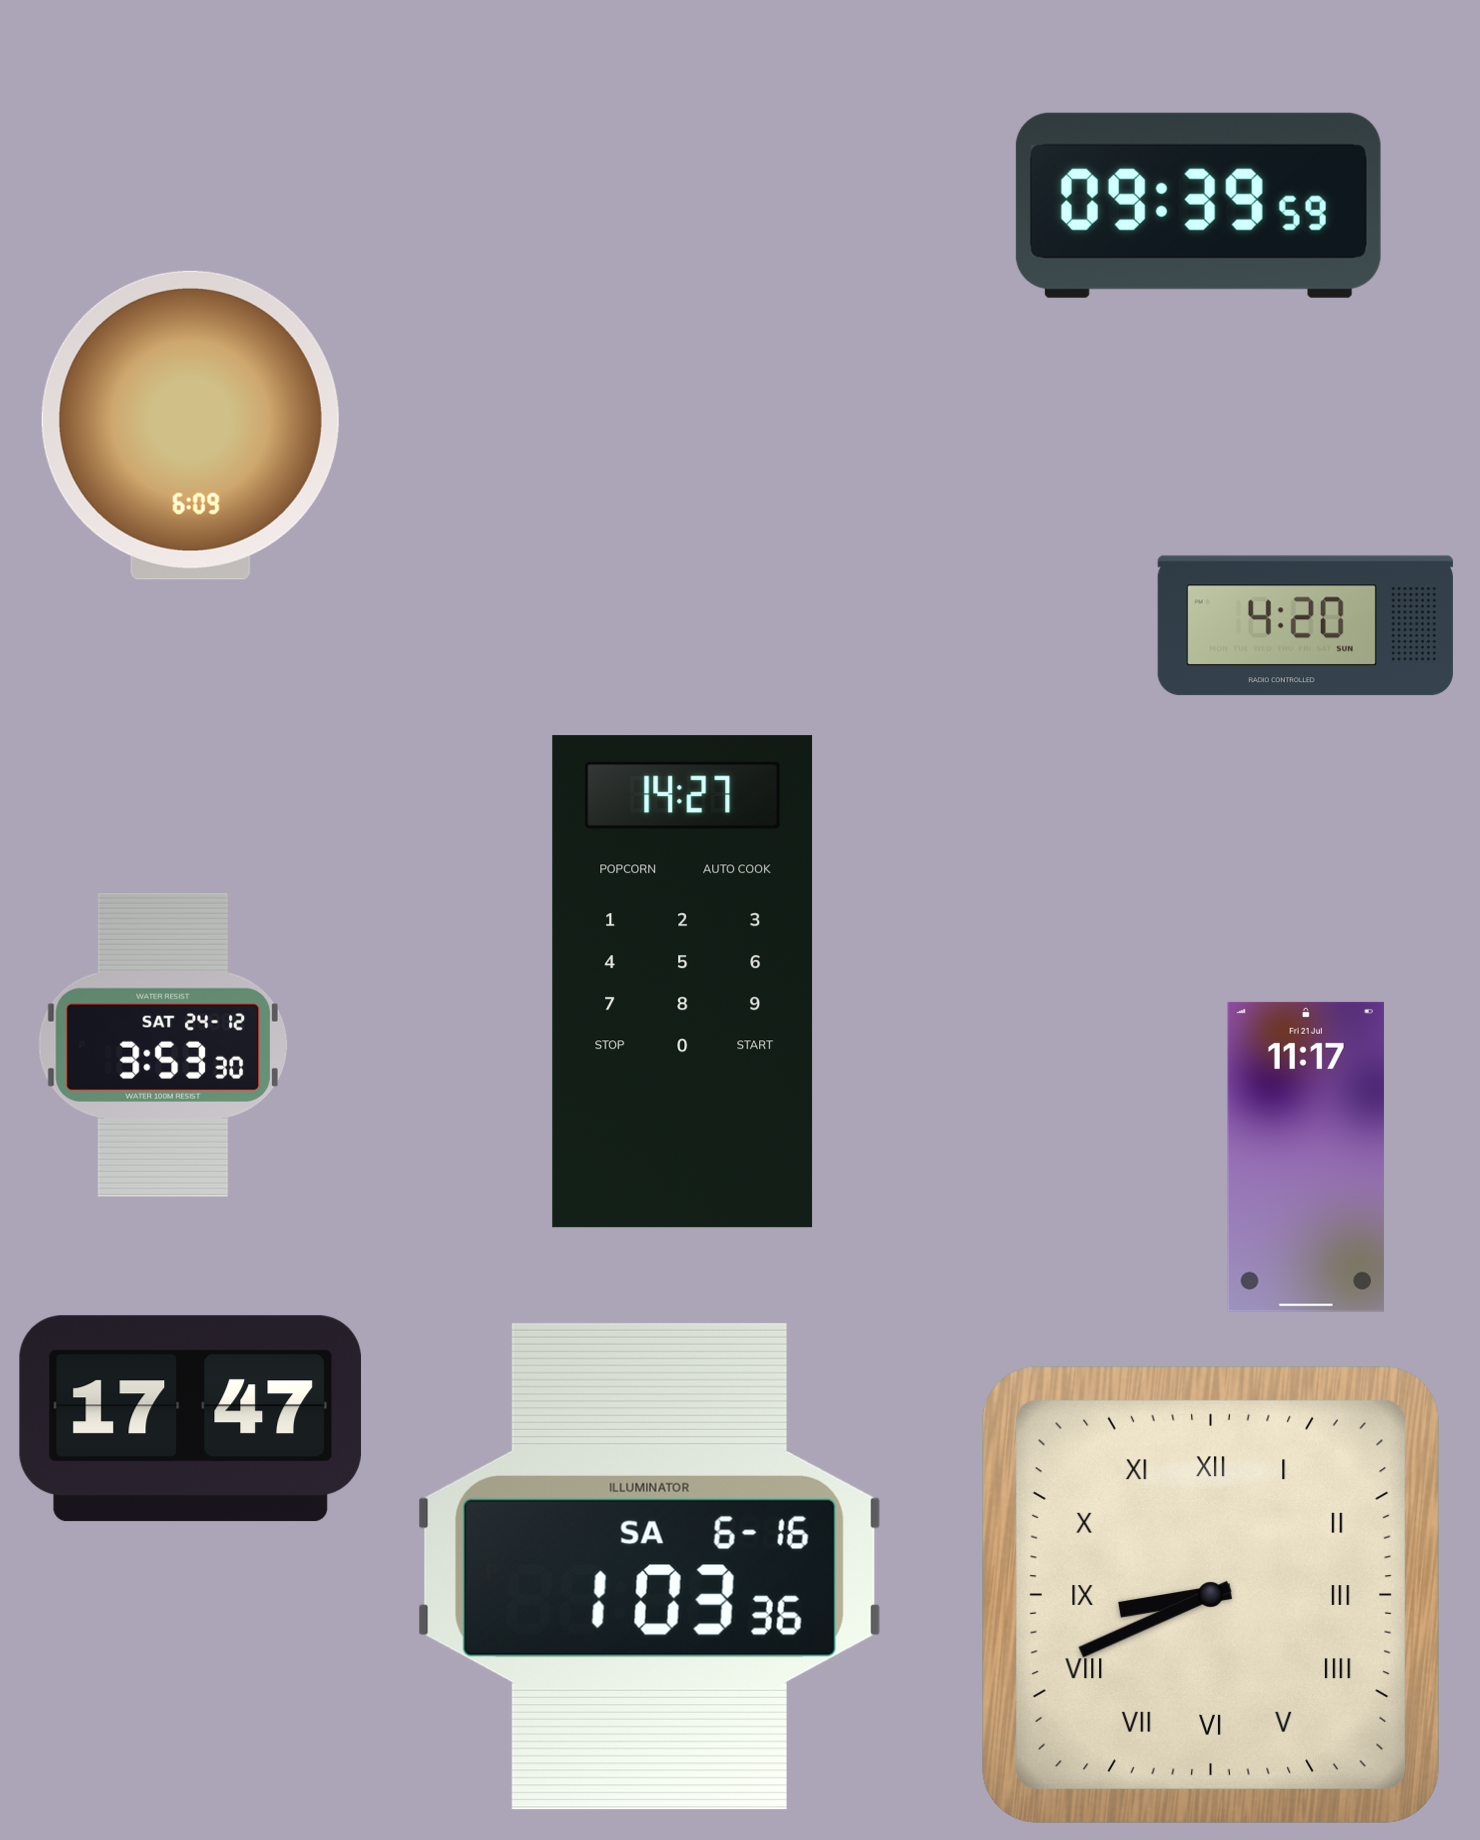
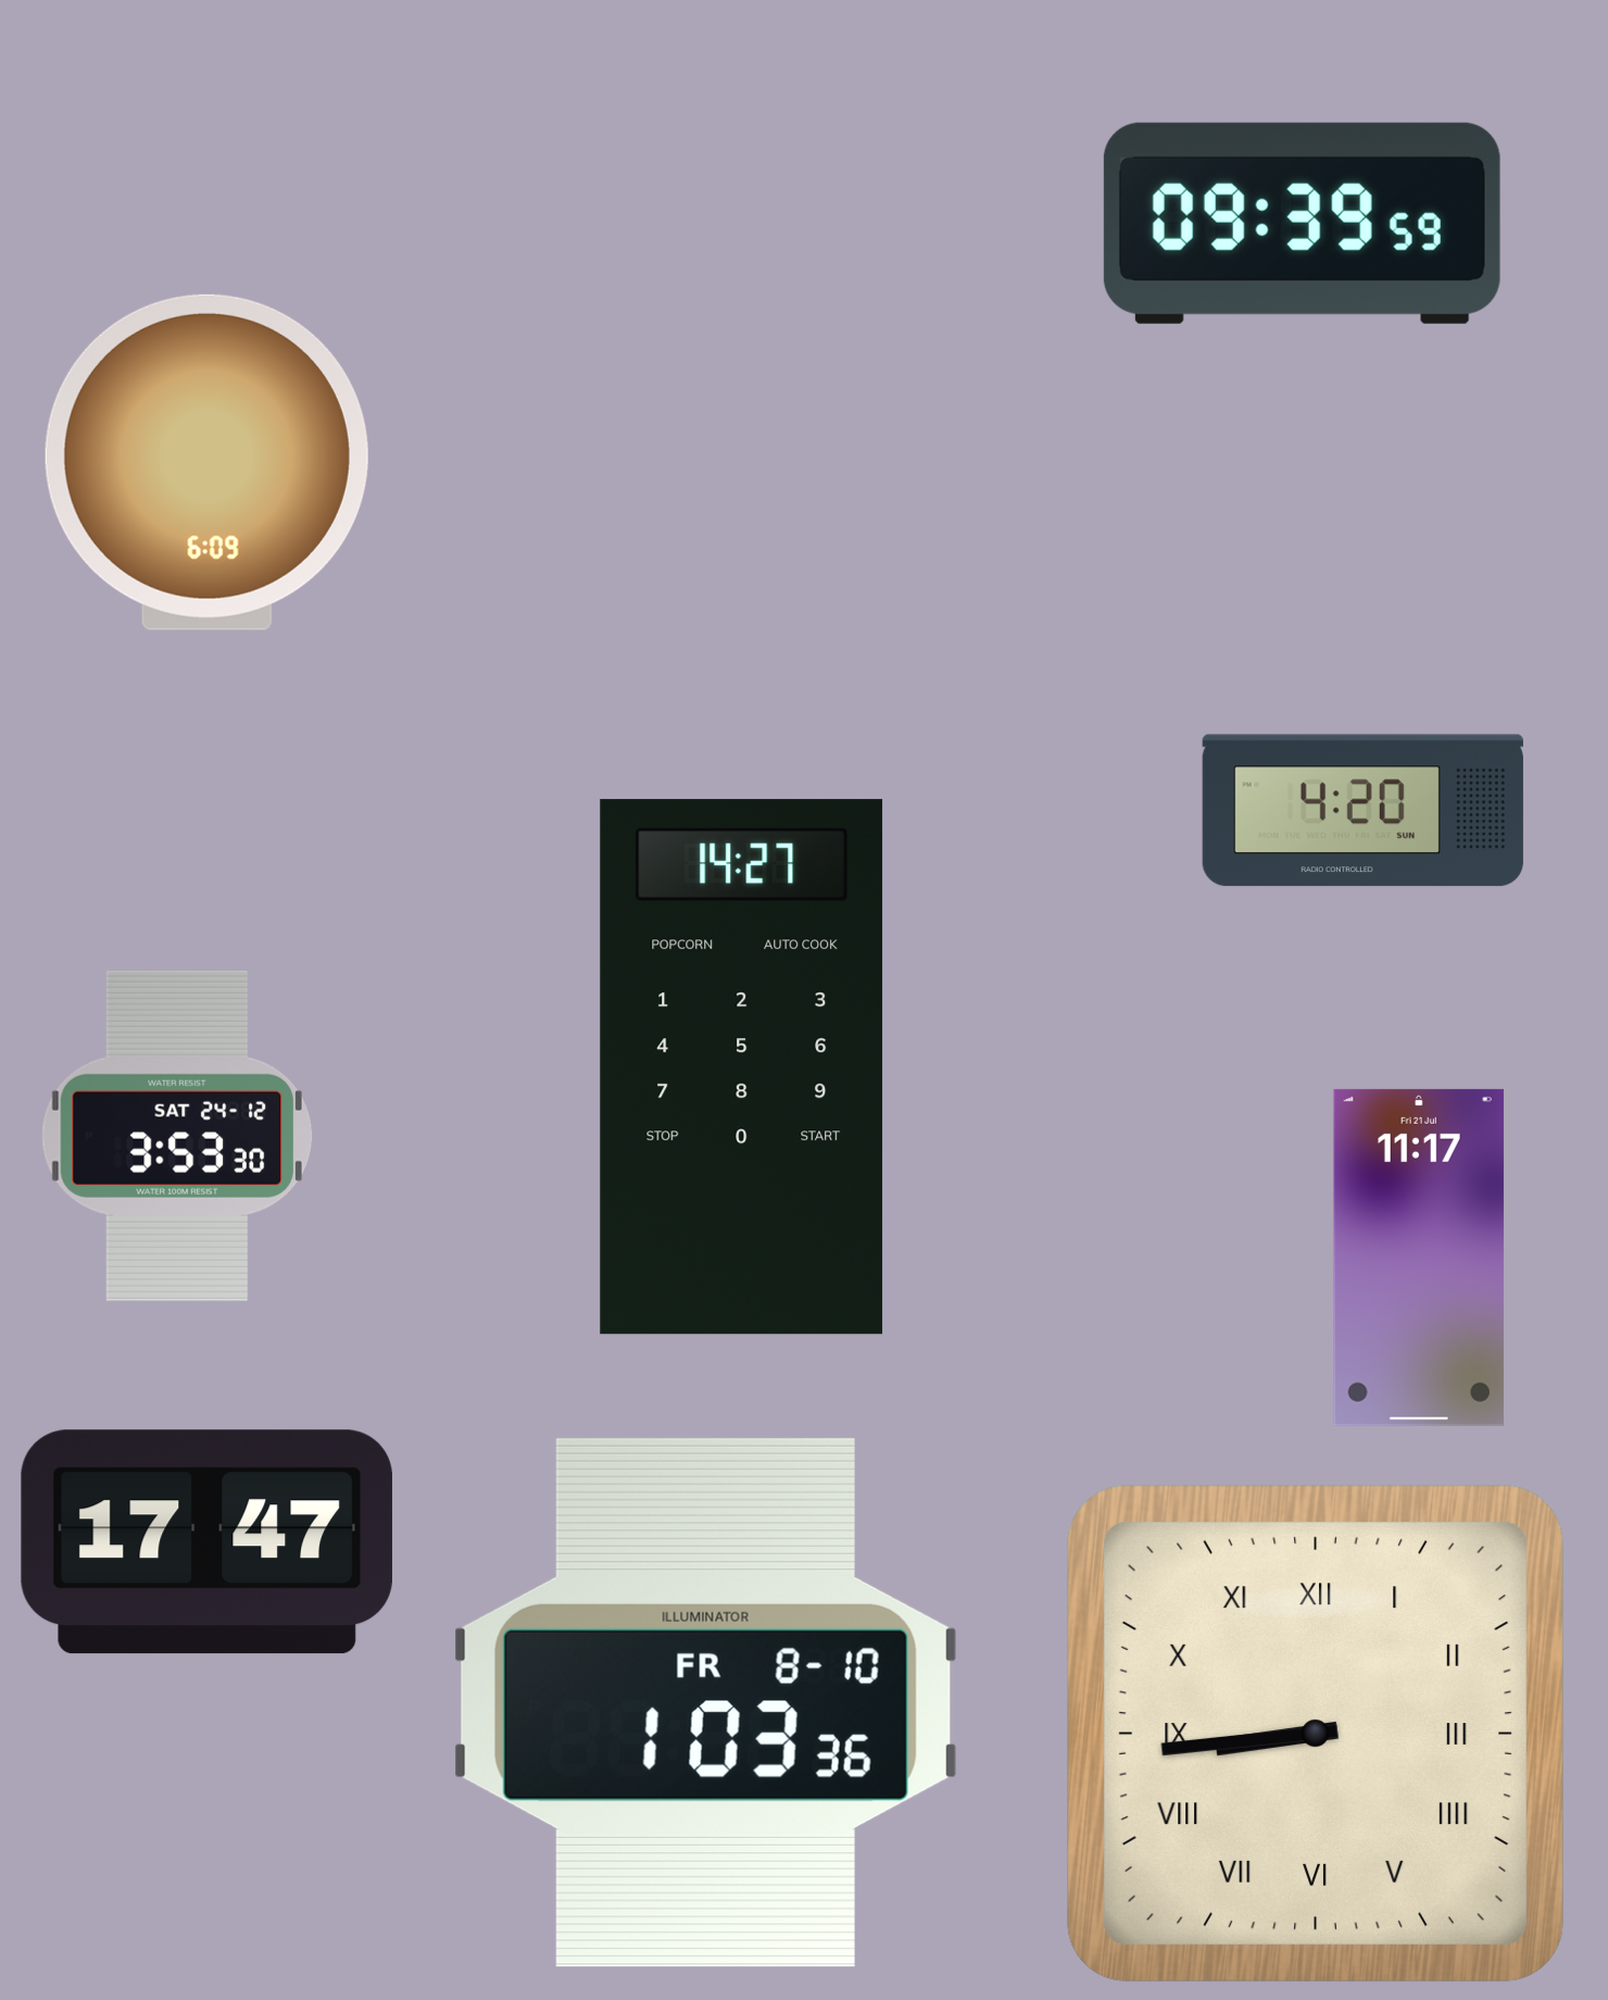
clock at (1305, 626) position: (1305, 626) -> (1362, 811)
clock at (649, 1566) date: SA 6-16 -> FR 8-10
clock at (1211, 1595): 8:41 -> 8:44
